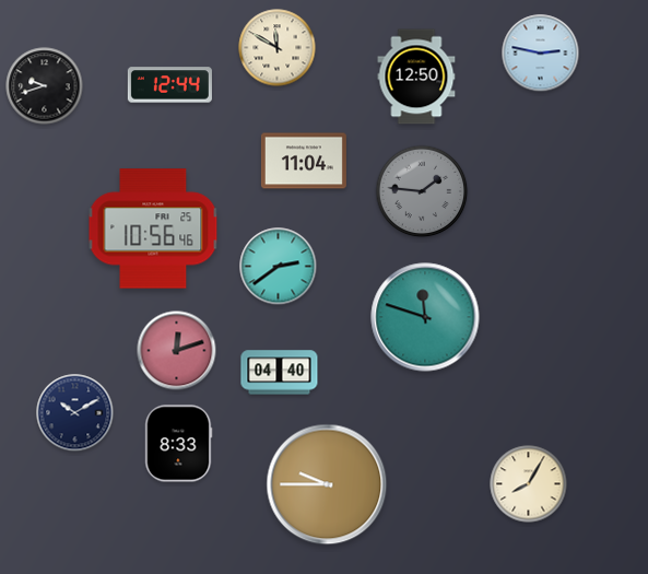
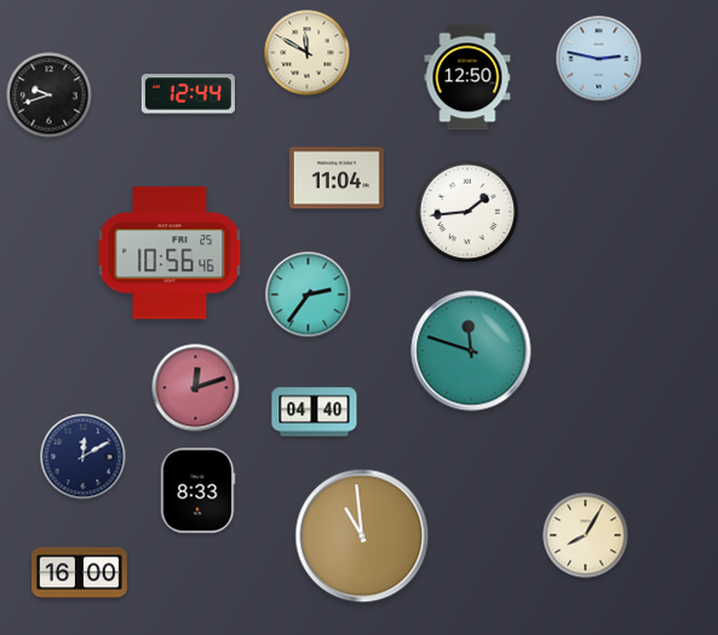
clock at (416, 77) position: (416, 77) -> (467, 77)
clock at (422, 191): 1:46 -> 1:44
clock at (422, 191) dial: grey -> white
clock at (279, 267): 2:39 -> 2:36
clock at (280, 373) position: (280, 373) -> (315, 412)
clock at (75, 413): 10:10 -> 12:10
clock at (327, 484): 9:45 -> 10:59
clock at (80, 573): none -> 16:00
